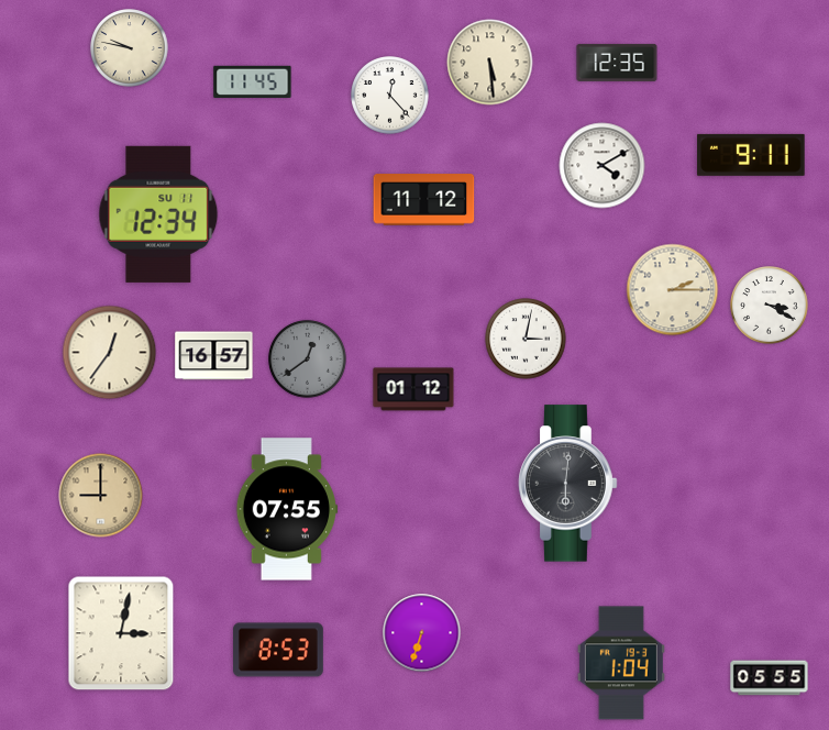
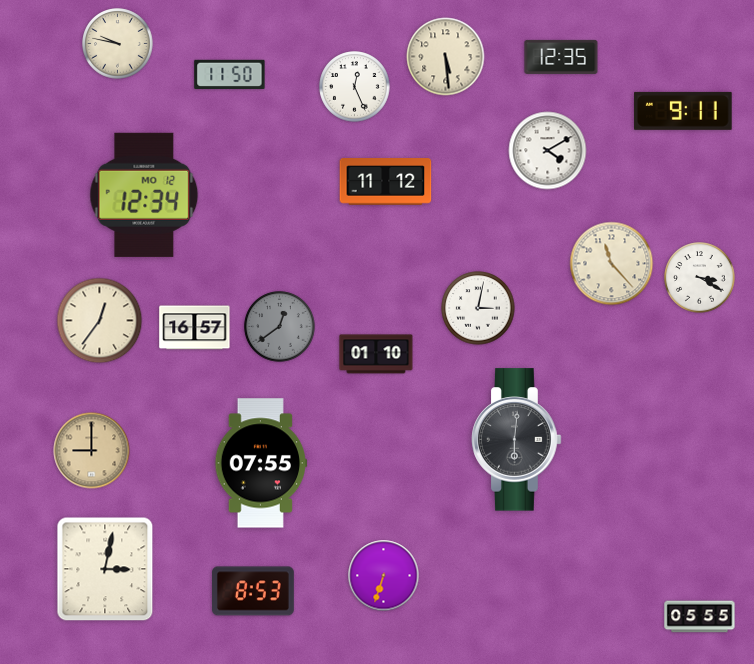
clock at (253, 81): 11:45 -> 11:50
clock at (390, 96): 12:23 -> 12:26
clock at (751, 155) position: (751, 155) -> (683, 111)
clock at (158, 214) date: SU 11 -> MO 12
clock at (673, 290): 2:15 -> 11:23
clock at (214, 356) position: (214, 356) -> (195, 328)
clock at (413, 389): 01:12 -> 01:10
clock at (121, 633) position: (121, 633) -> (105, 569)
clock at (621, 663): 1:04 -> none
